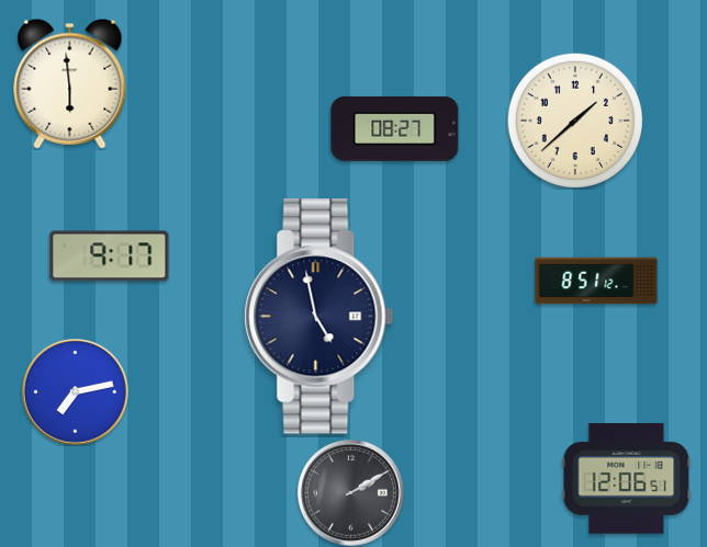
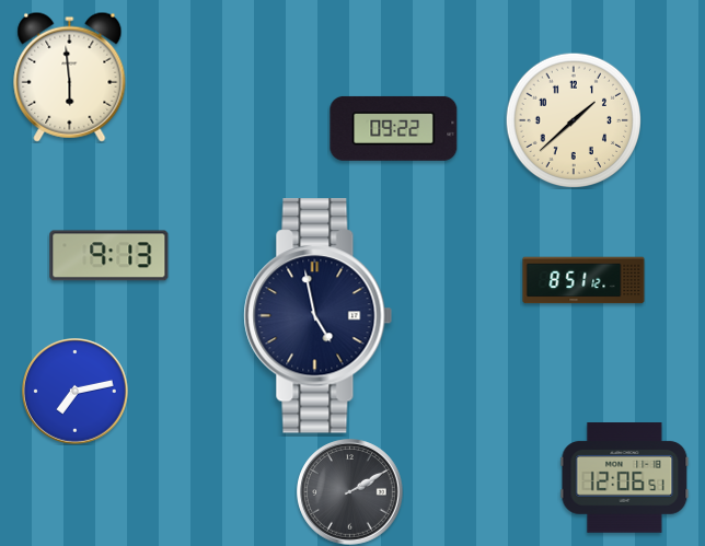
clock at (70, 83) position: (70, 83) -> (70, 77)
clock at (395, 128): 08:27 -> 09:22
clock at (110, 257): 9:17 -> 9:13
clock at (596, 281) position: (596, 281) -> (583, 280)
